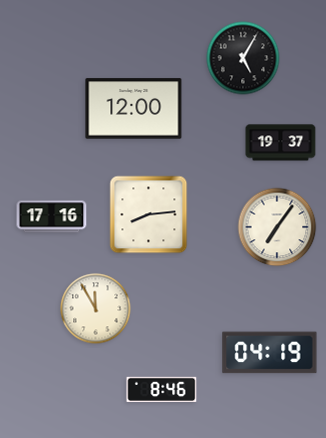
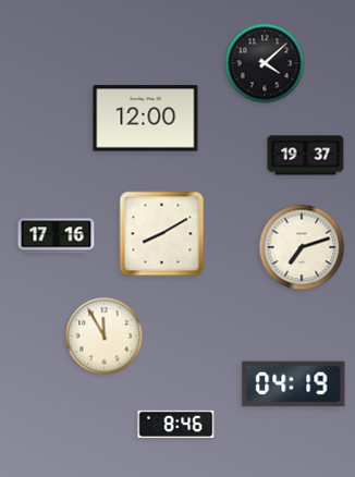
clock at (243, 58): 5:05 -> 4:08
clock at (149, 215): 8:14 -> 8:10
clock at (277, 227): 7:06 -> 7:12
